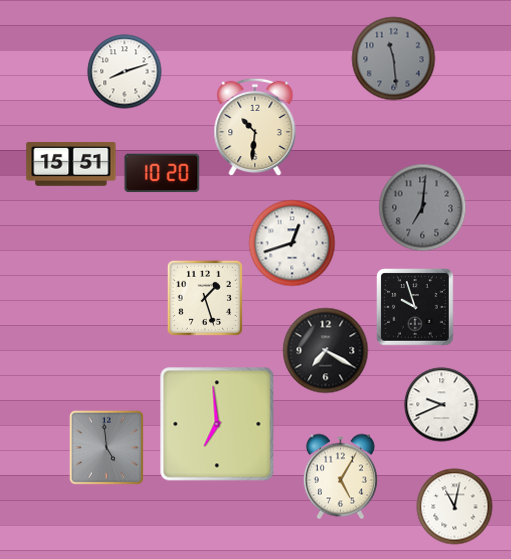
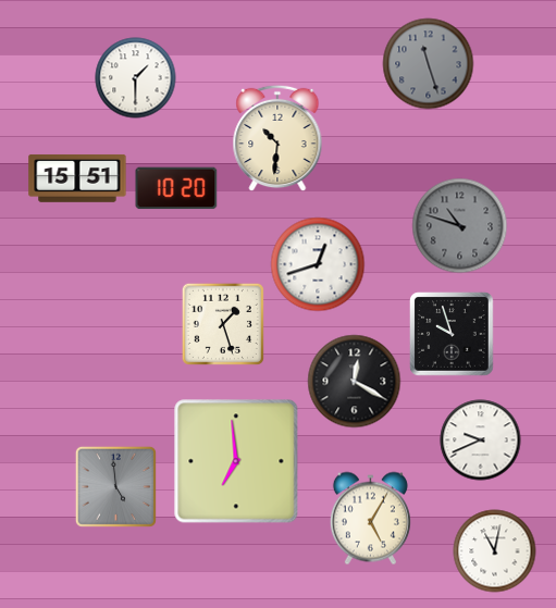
clock at (394, 59): 11:29 -> 11:27
clock at (125, 72): 8:12 -> 1:30
clock at (423, 208): 7:01 -> 10:48
clock at (326, 351): 7:20 -> 12:20
